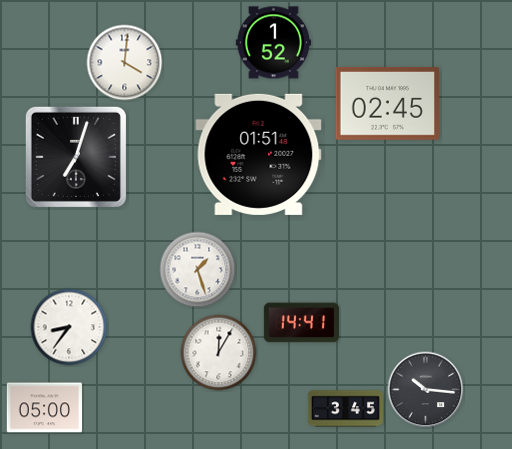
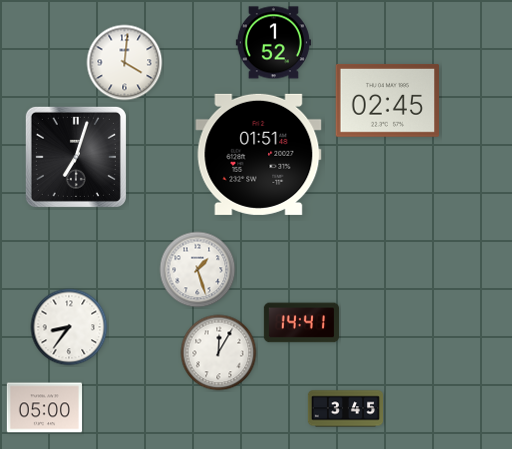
clock at (387, 104) position: (387, 104) -> (387, 101)
clock at (426, 390): 10:16 -> none
